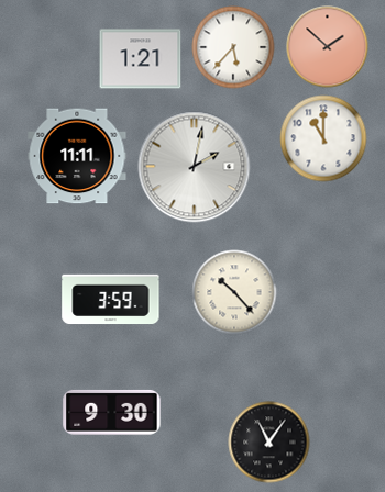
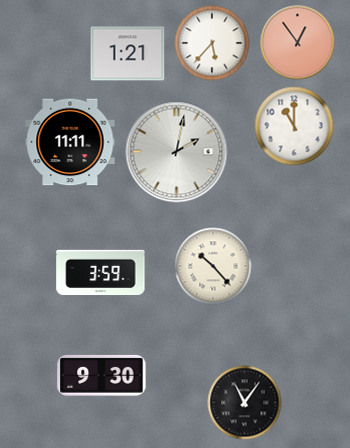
clock at (328, 47): 1:52 -> 12:54
